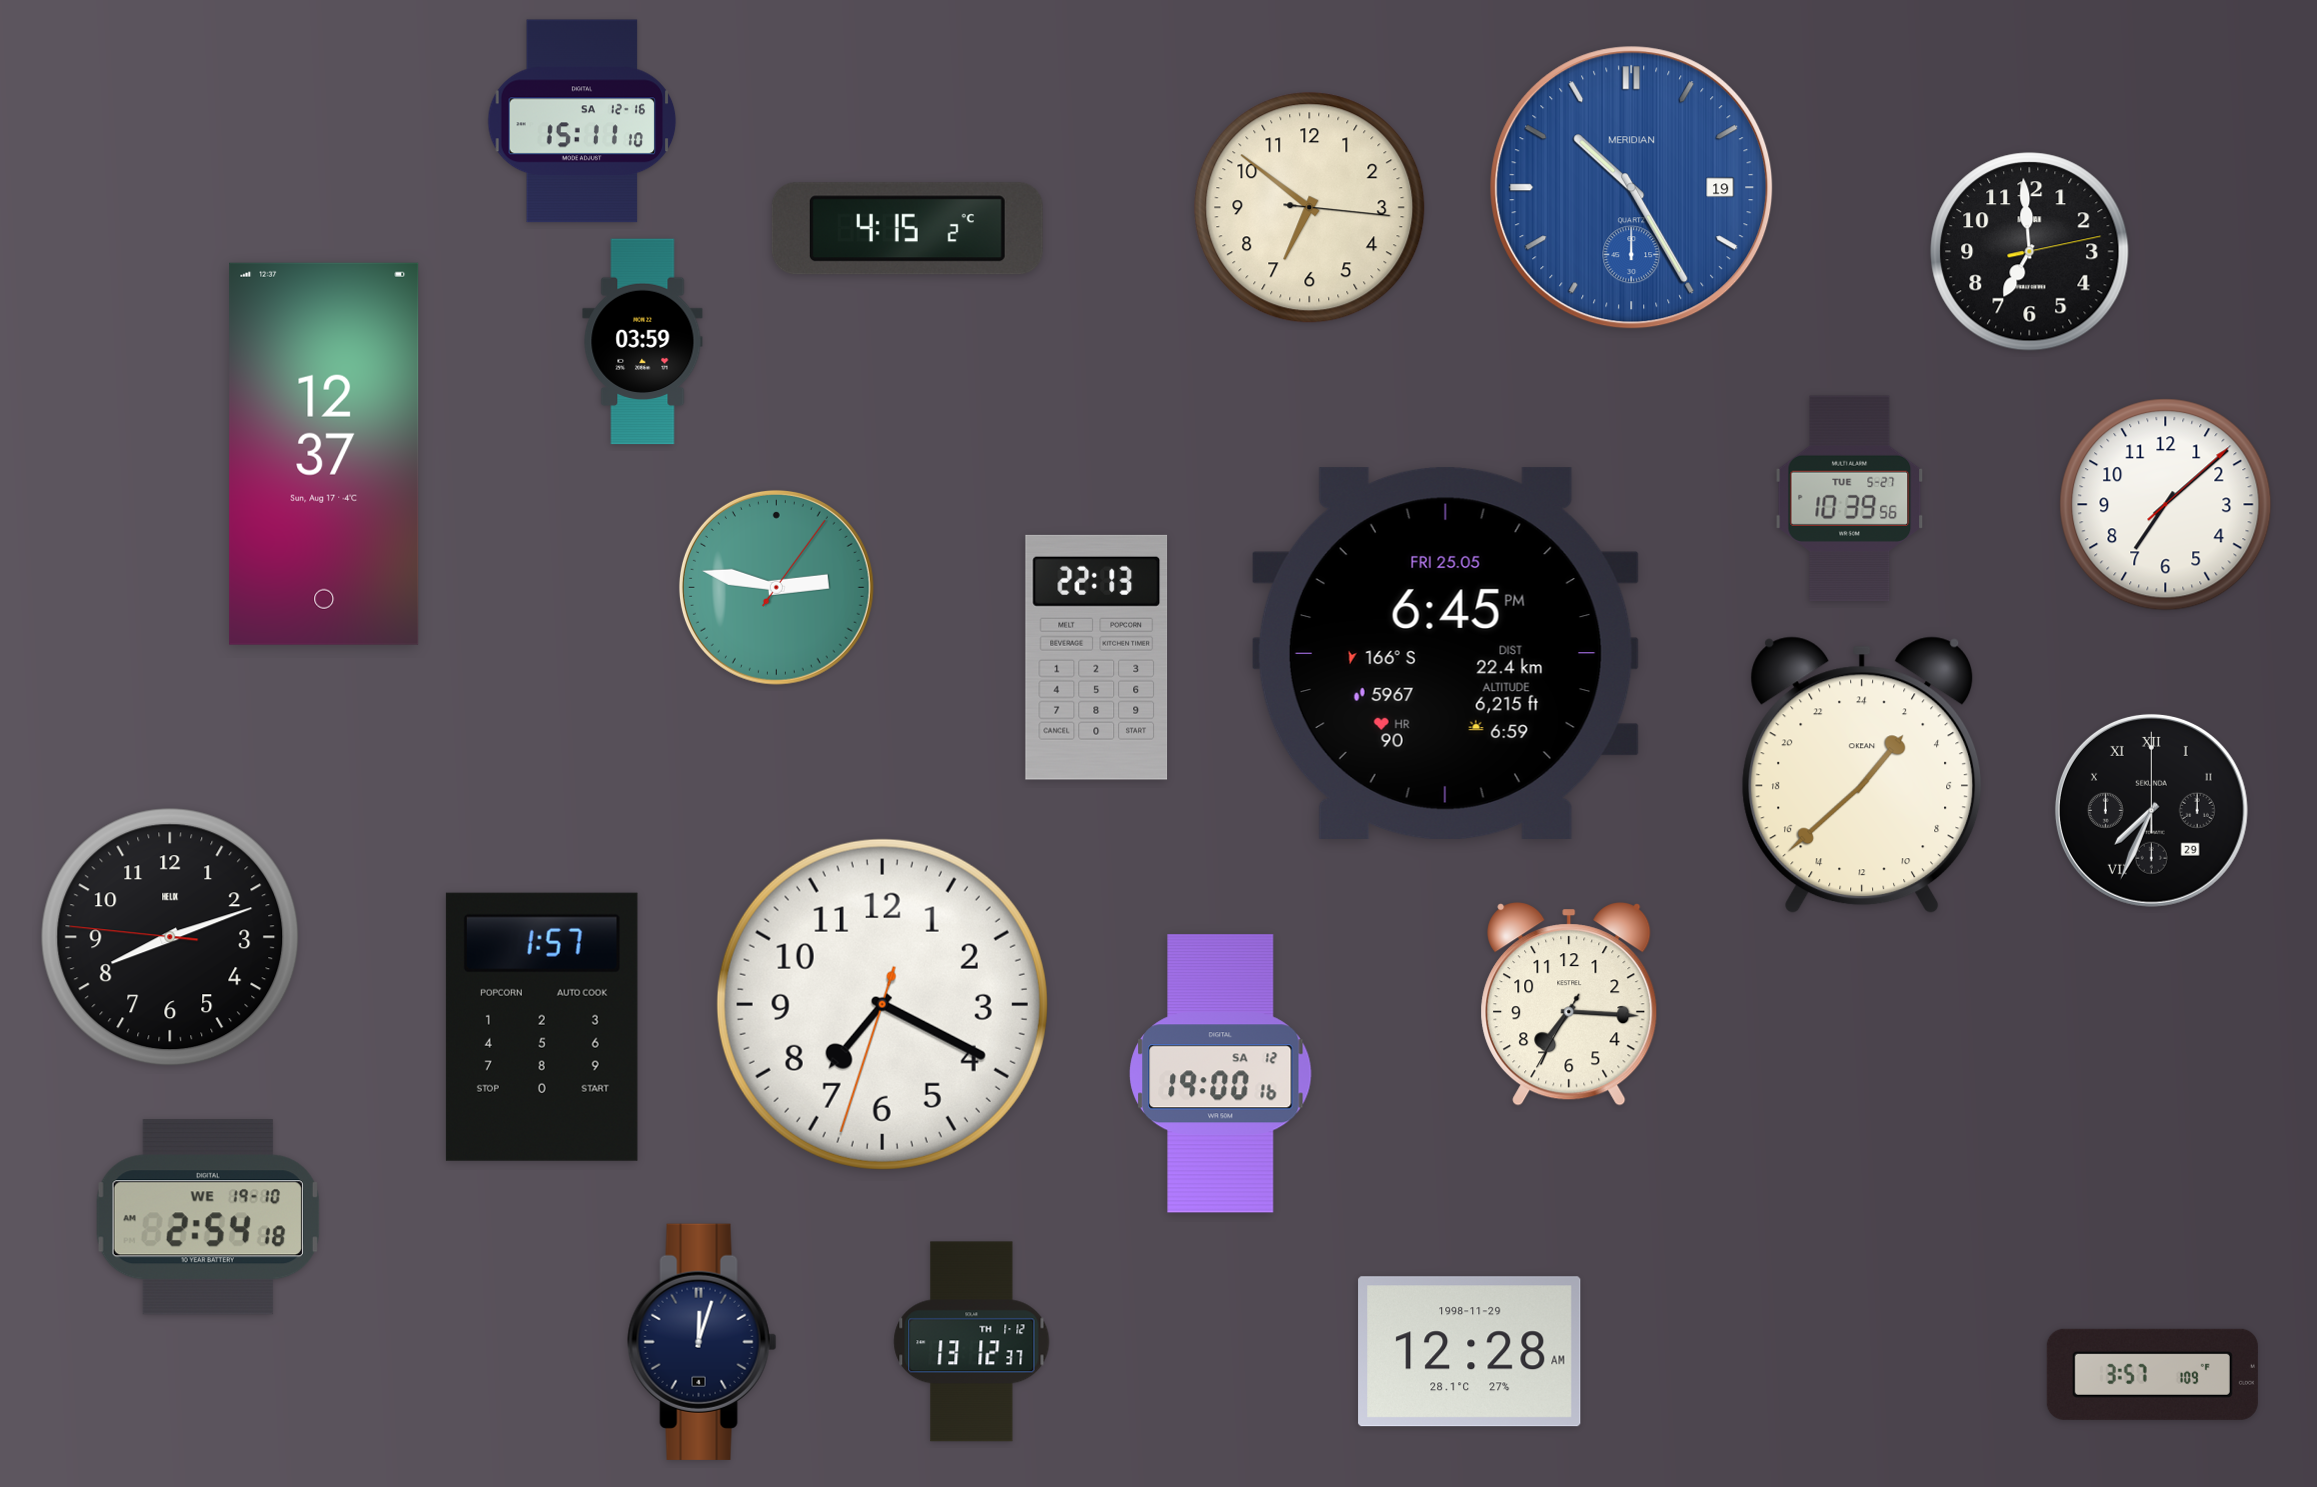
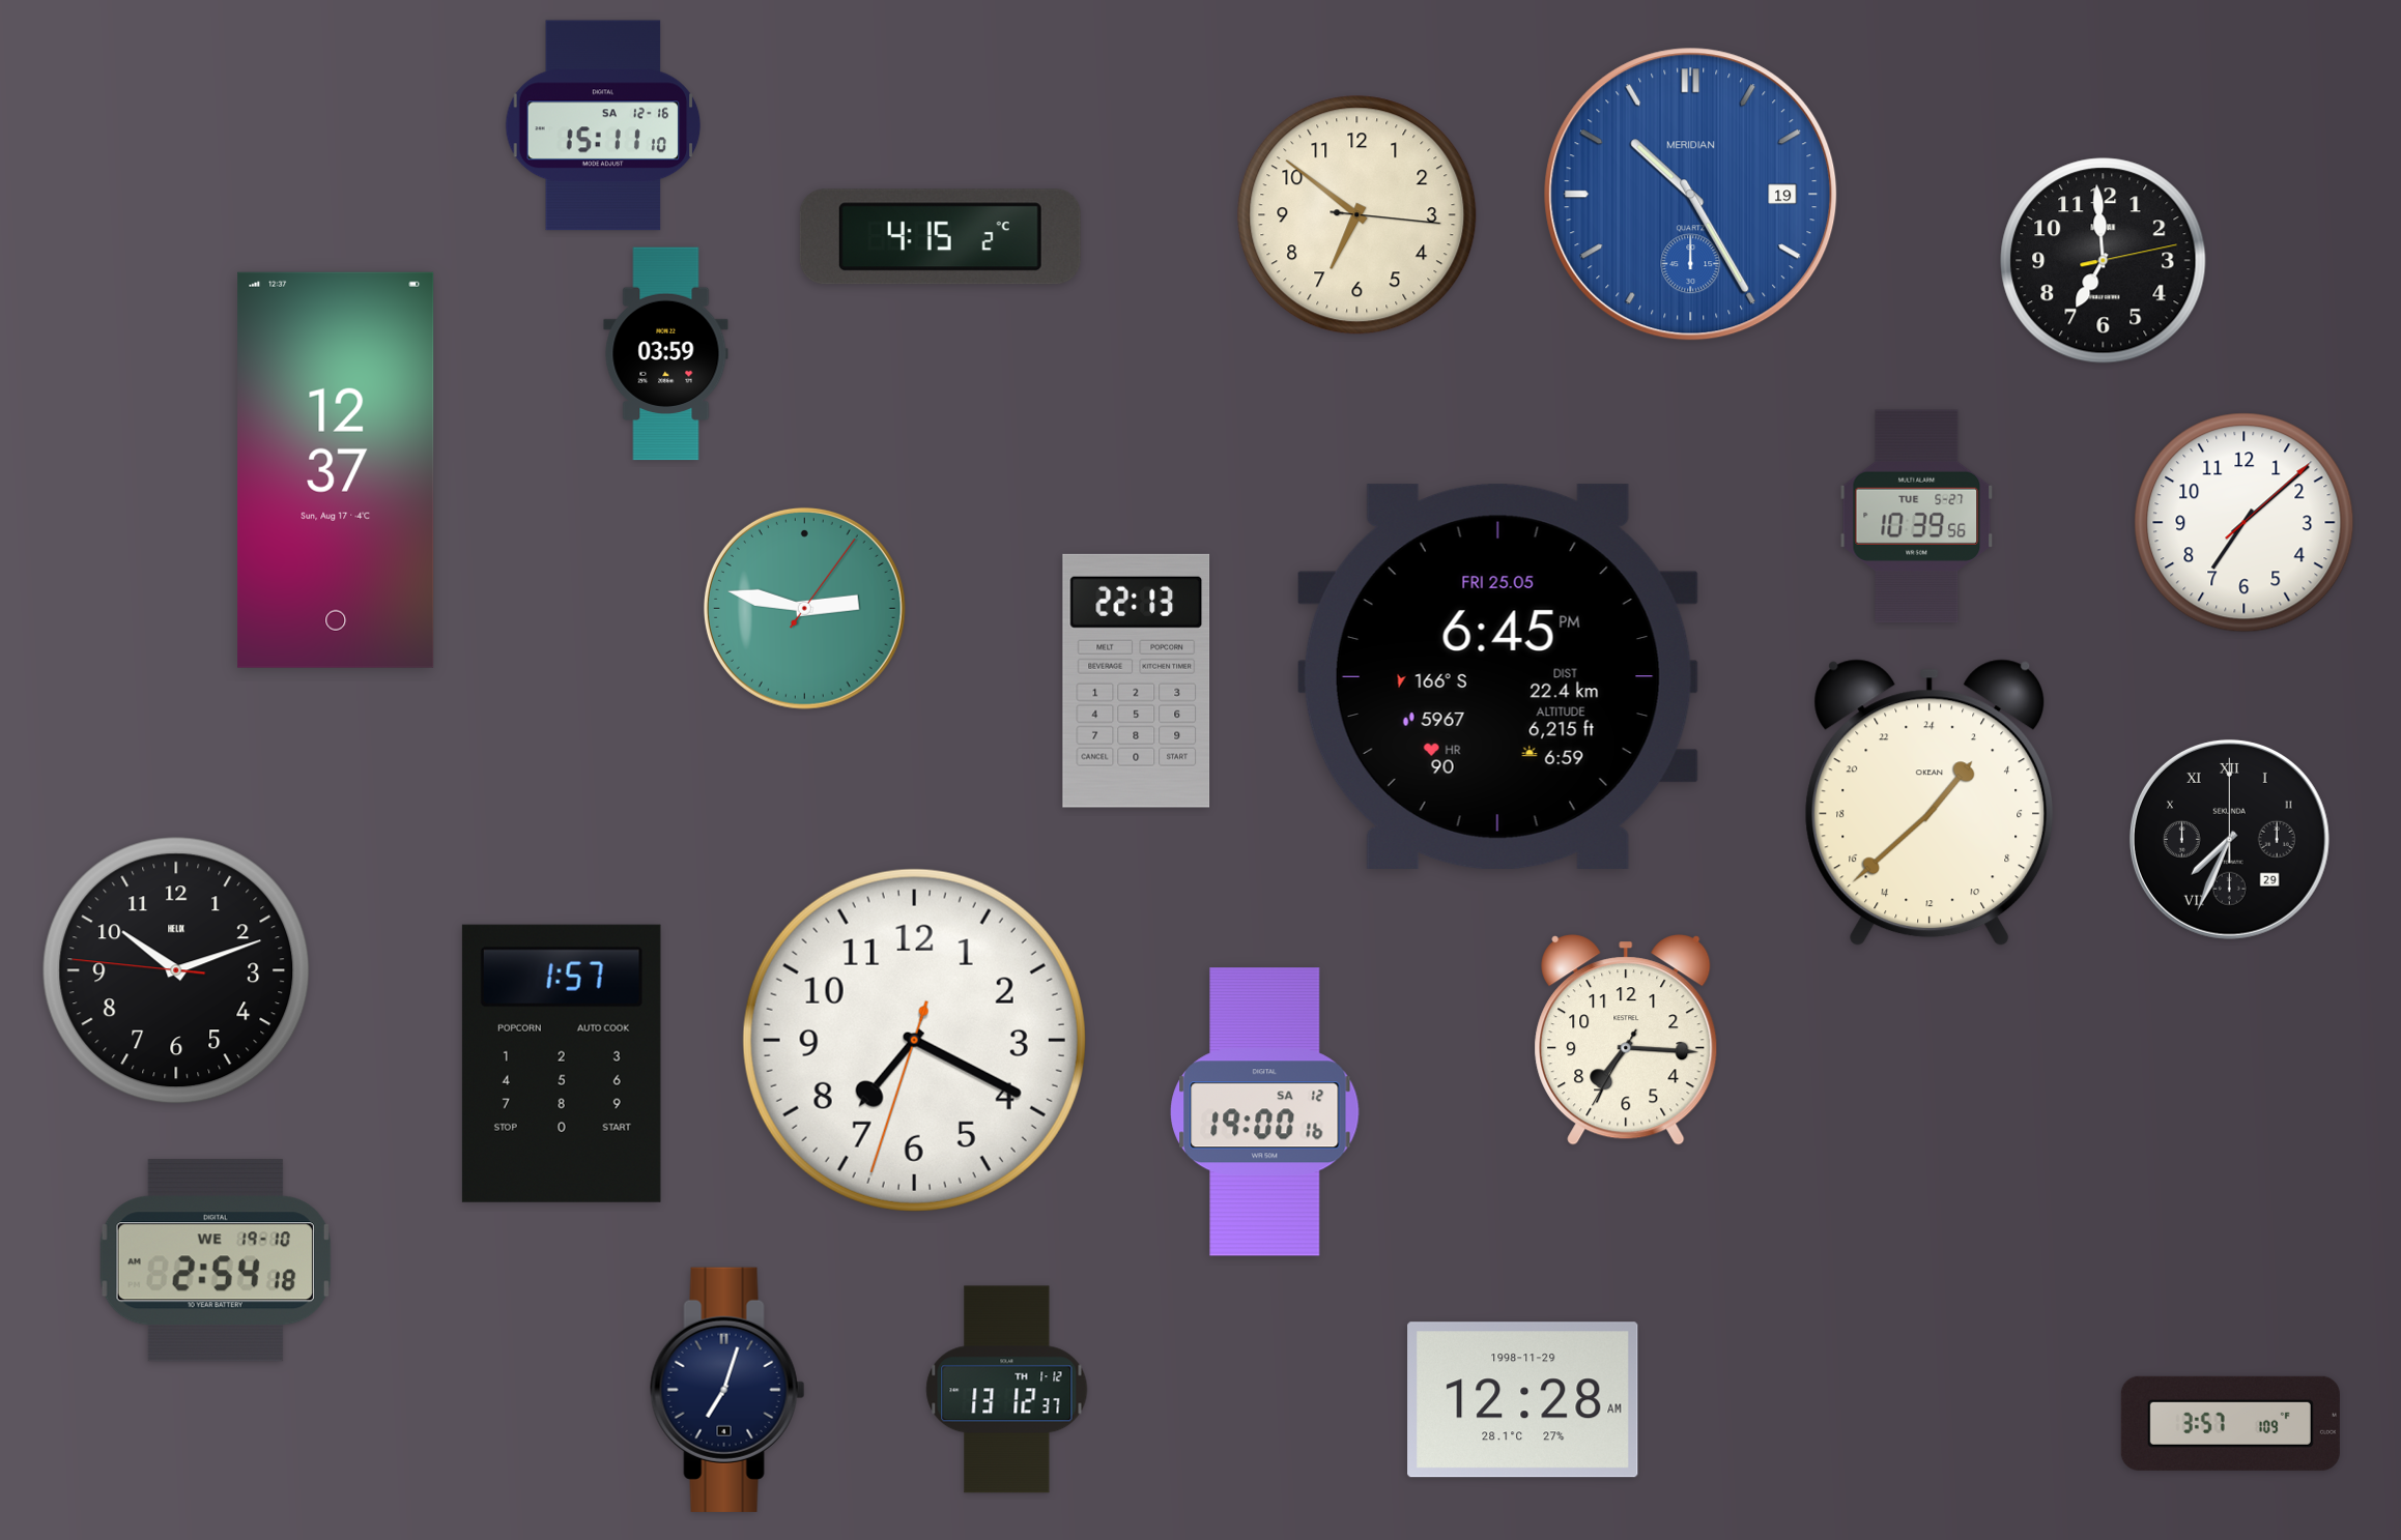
clock at (170, 937): 8:11 -> 10:11
clock at (702, 1342): 12:03 -> 7:03
